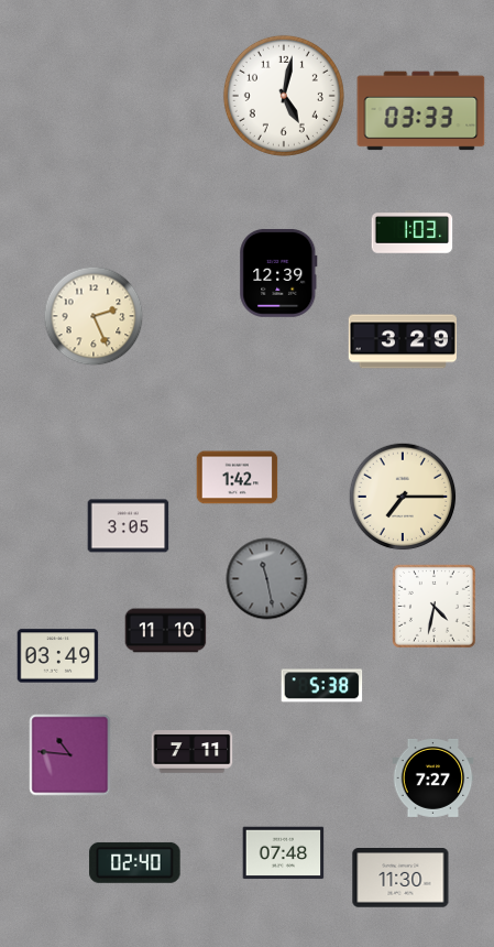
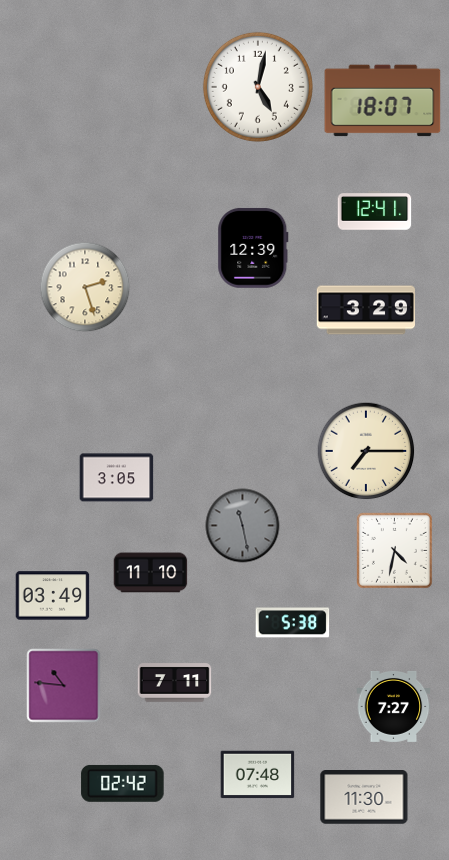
clock at (421, 111): 03:33 -> 18:07
clock at (413, 232): 1:03 -> 12:41
clock at (94, 316): 2:26 -> 2:27
clock at (238, 478): 1:42 -> none
clock at (135, 862): 02:40 -> 02:42
